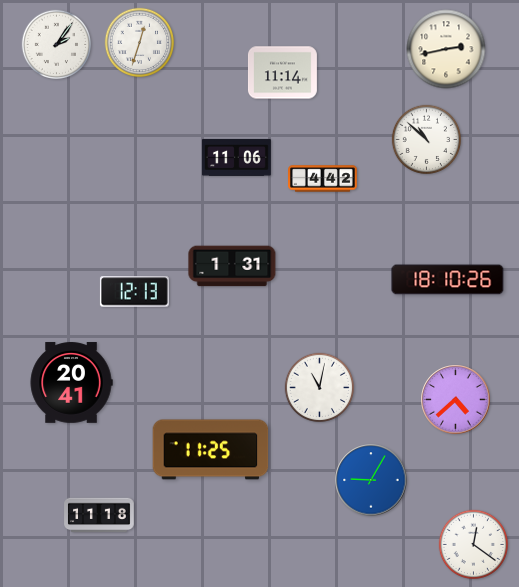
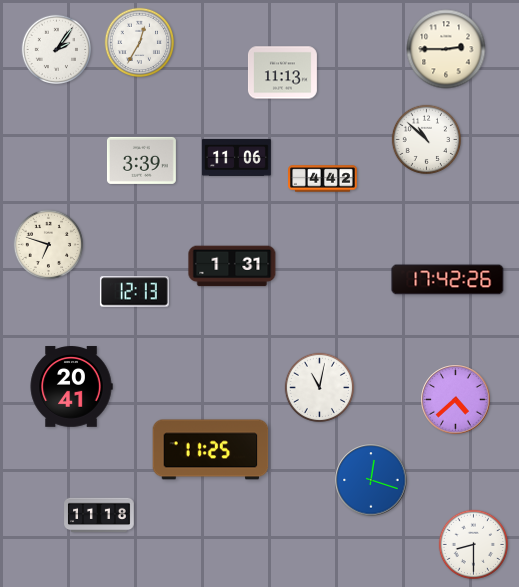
clock at (140, 43): 12:33 -> 12:35
clock at (57, 45) position: (57, 45) -> (57, 50)
clock at (446, 49): 2:43 -> 2:45
clock at (282, 73): 11:14 -> 11:13
clock at (141, 160): none -> 3:39
clock at (49, 245): none -> 6:48
clock at (448, 280): 18:10 -> 17:42
clock at (71, 383) position: (71, 383) -> (71, 387)
clock at (371, 480): 9:05 -> 12:18
clock at (474, 545): 12:21 -> 8:30
